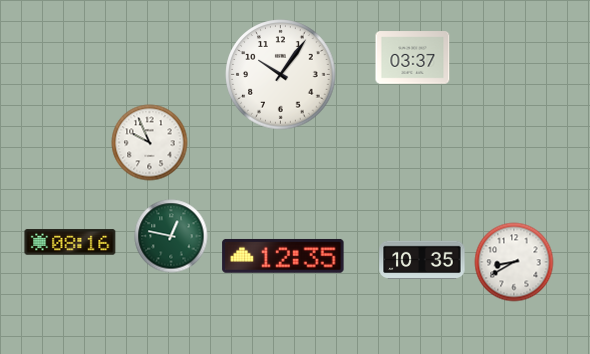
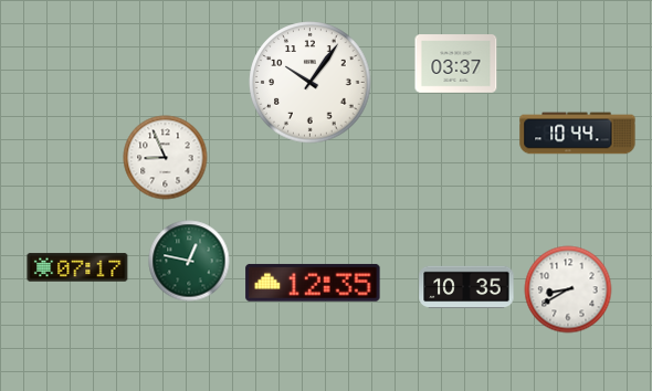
clock at (578, 134): none -> 10:44
clock at (150, 143): 9:56 -> 8:56
clock at (70, 242): 08:16 -> 07:17
